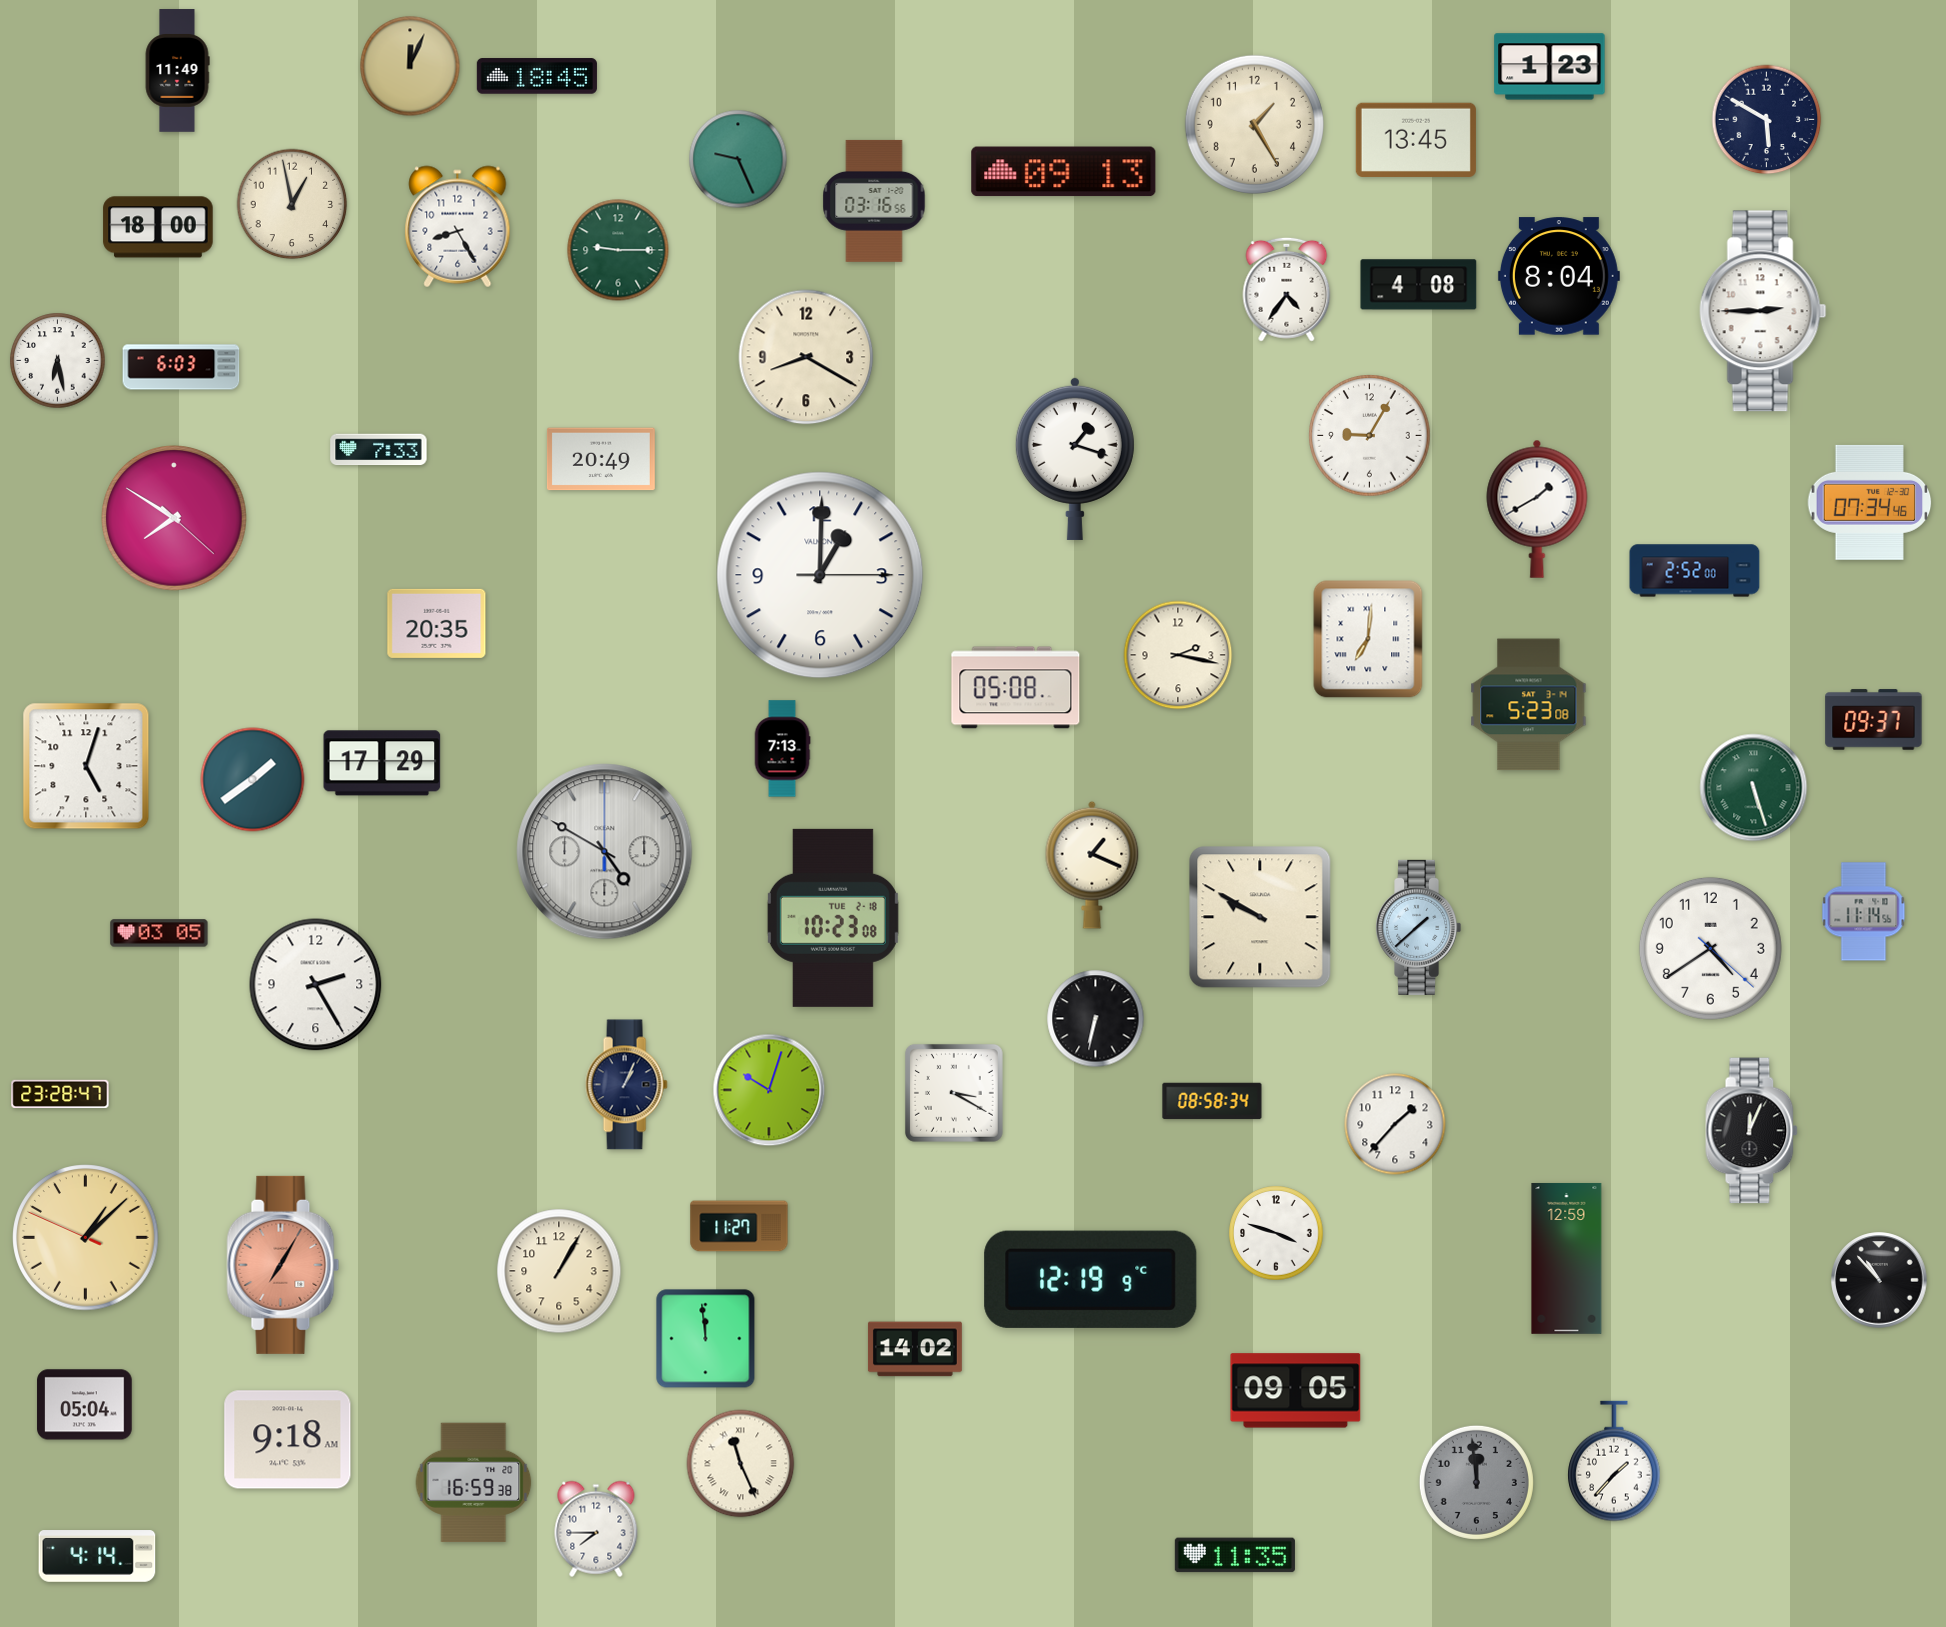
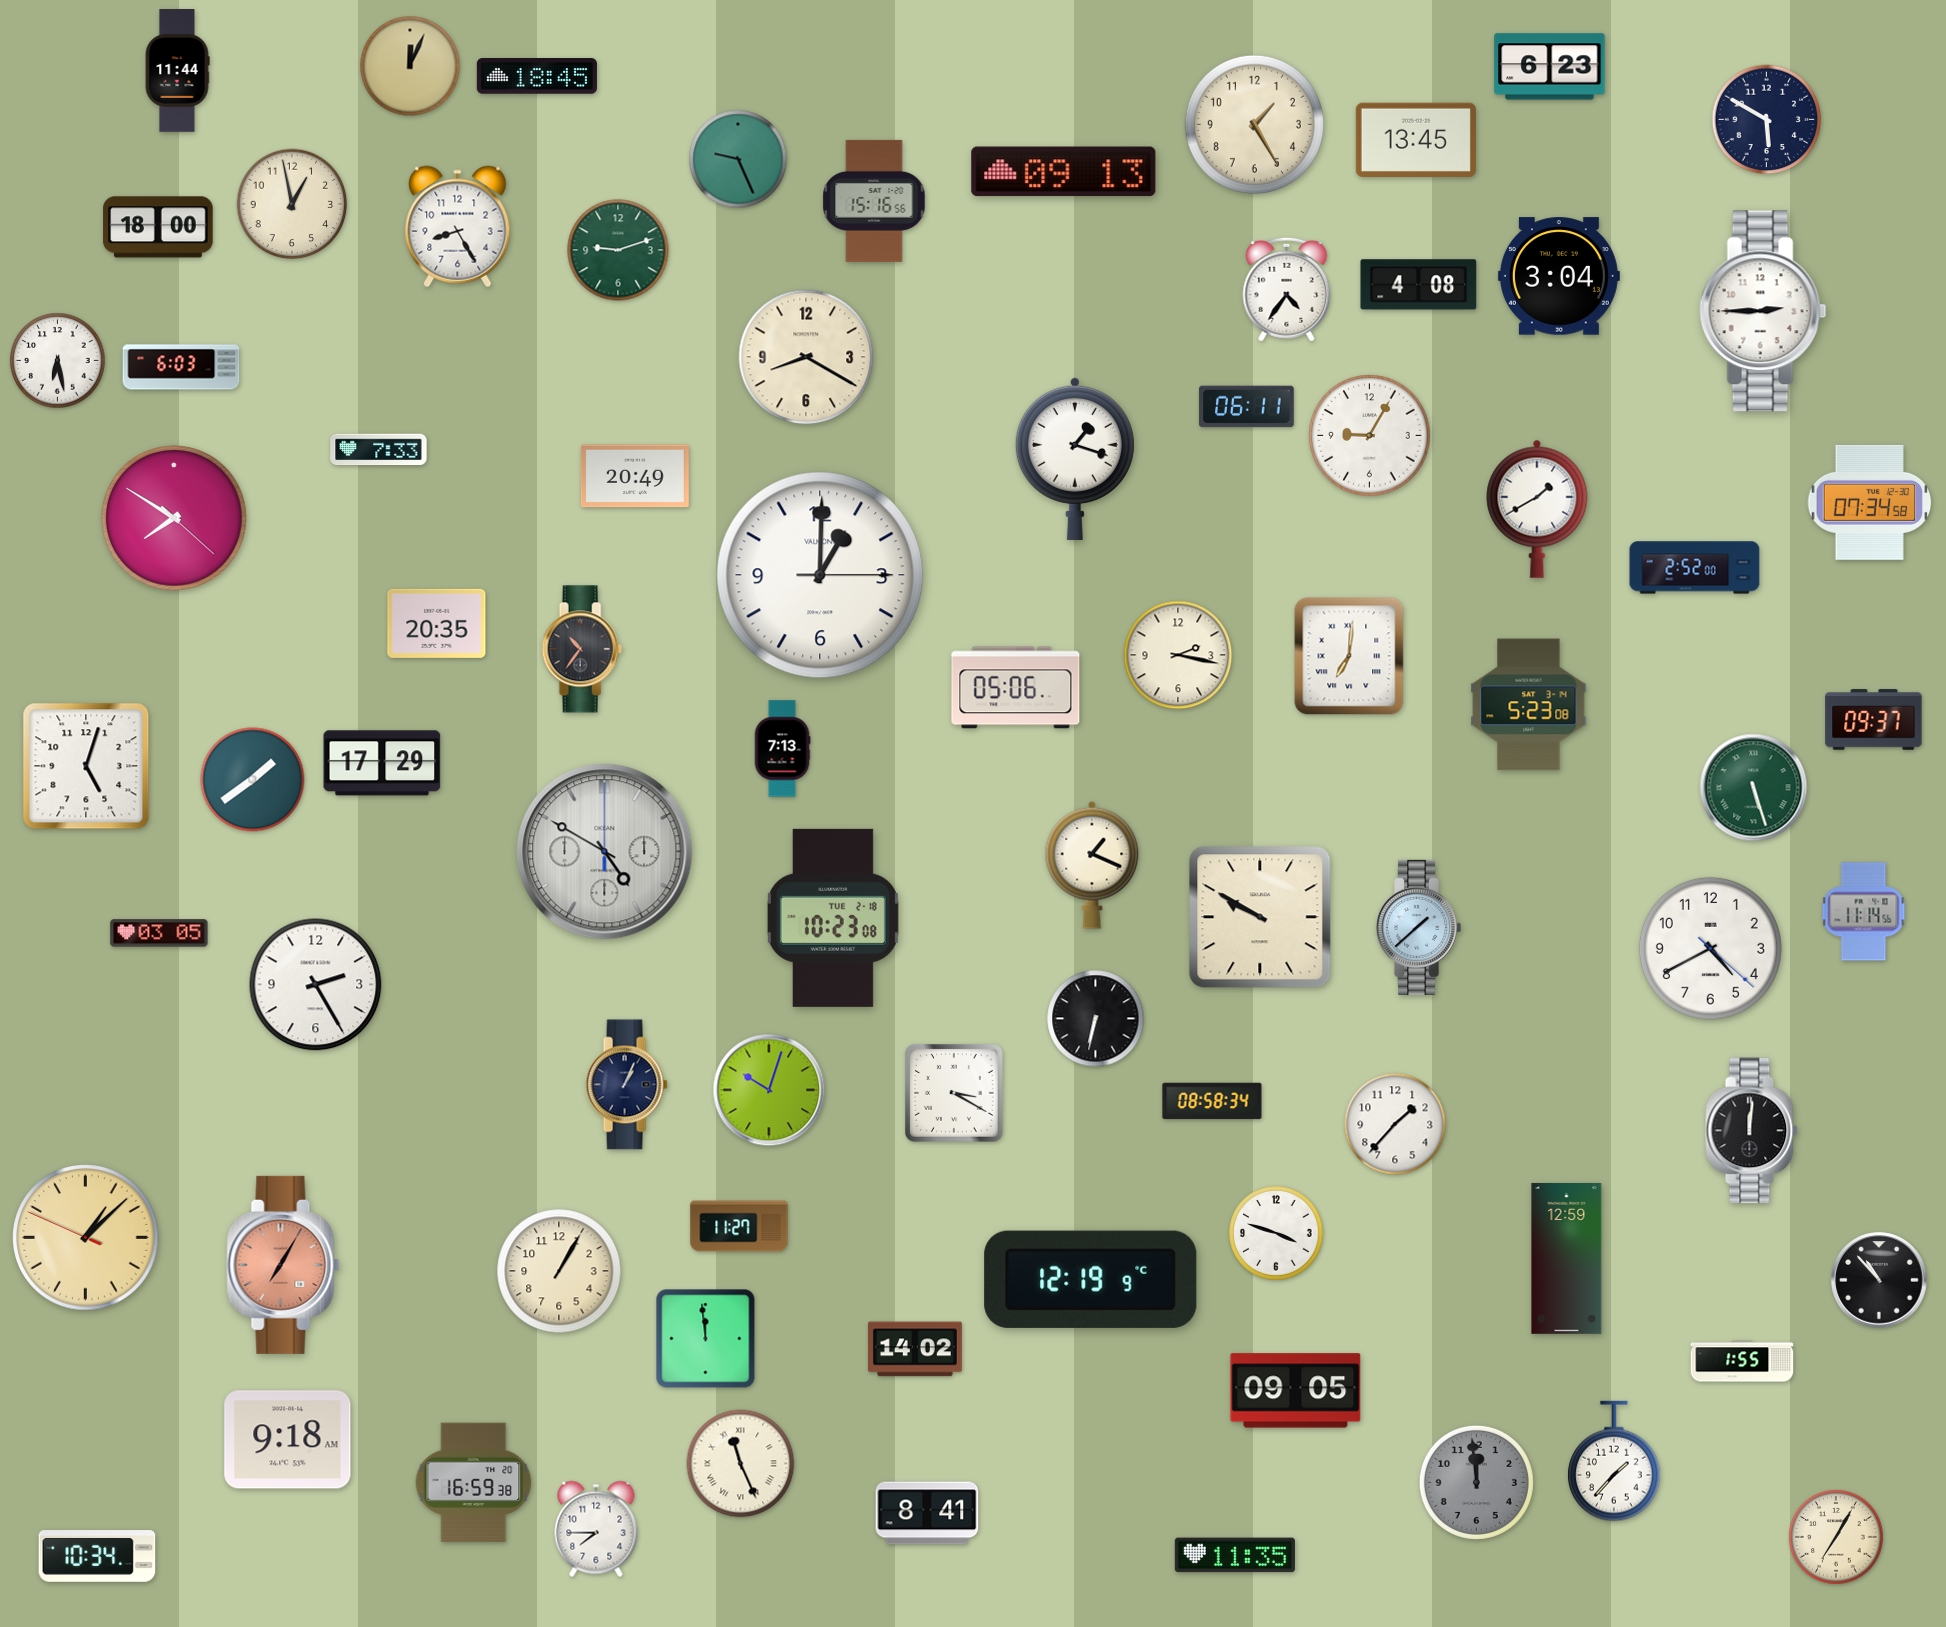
clock at (1550, 67): 1:23 -> 6:23
clock at (177, 71): 11:49 -> 11:44
clock at (874, 201): 03:16 -> 15:16
clock at (618, 250): 9:15 -> 9:12
clock at (1559, 276): 8:04 -> 3:04
clock at (1247, 407): none -> 06:11
clock at (601, 459) position: (601, 459) -> (635, 476)
clock at (1870, 502): 07:34:46 -> 07:34:58
clock at (1695, 571) position: (1695, 571) -> (1695, 568)
clock at (1368, 639) position: (1368, 639) -> (1349, 656)
clock at (582, 649): none -> 10:36
clock at (1016, 688): 05:08 -> 05:06
clock at (1710, 948): 4:39 -> 4:40
clock at (60, 1094): 23:28 -> none
clock at (1752, 1131): 12:04 -> 12:01
clock at (1742, 1361): none -> 1:55
clock at (85, 1405): 05:04 -> none
clock at (927, 1513): none -> 8:41
clock at (1836, 1537): none -> 7:05
clock at (97, 1556): 4:14 -> 10:34
